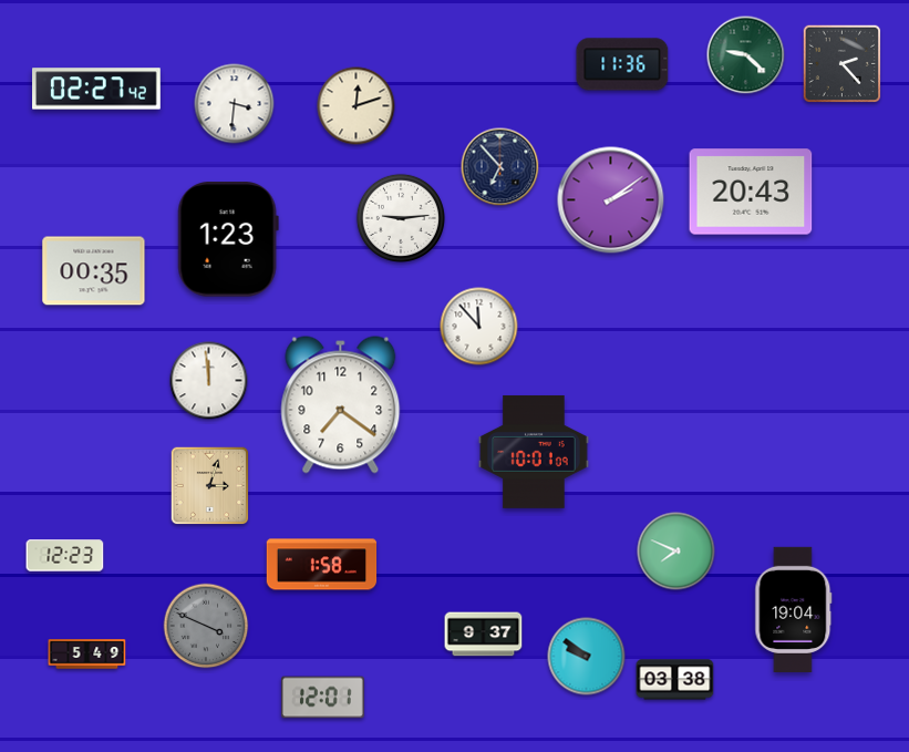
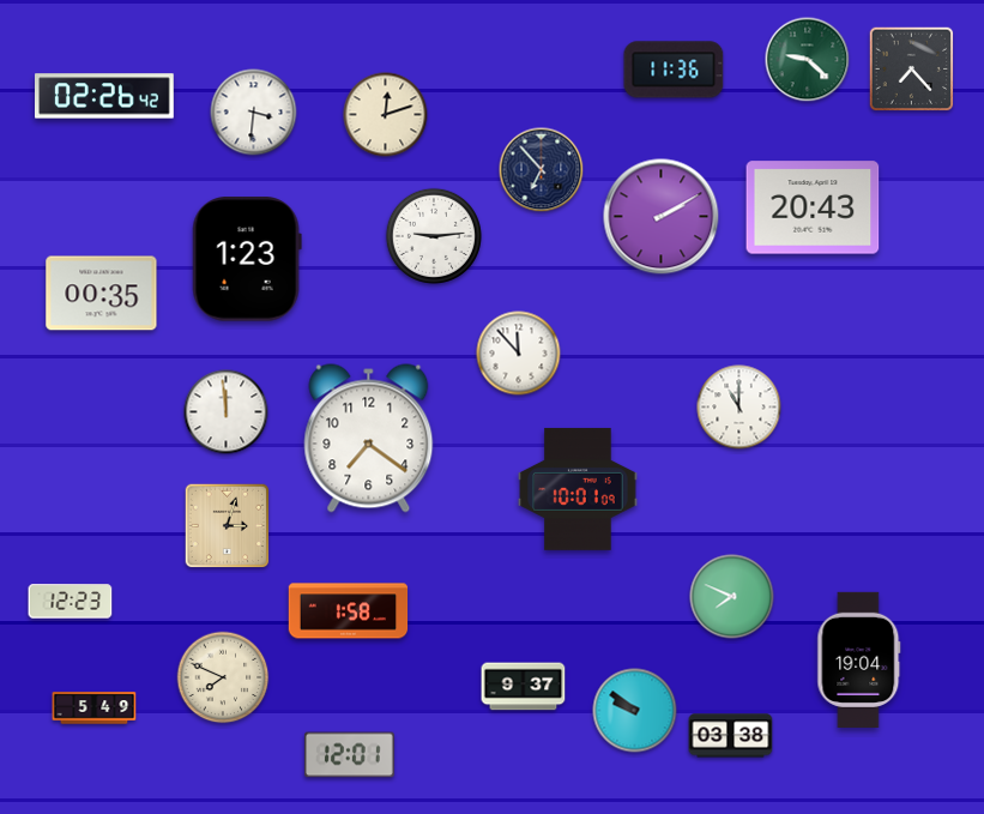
clock at (843, 64): 2:23 -> 7:23
clock at (97, 89): 02:27 -> 02:26
clock at (500, 167) position: (500, 167) -> (542, 170)
clock at (611, 200): 2:09 -> 2:10
clock at (739, 408): none -> 11:00
clock at (206, 626): 3:49 -> 7:49
clock at (206, 626) dial: grey -> cream
